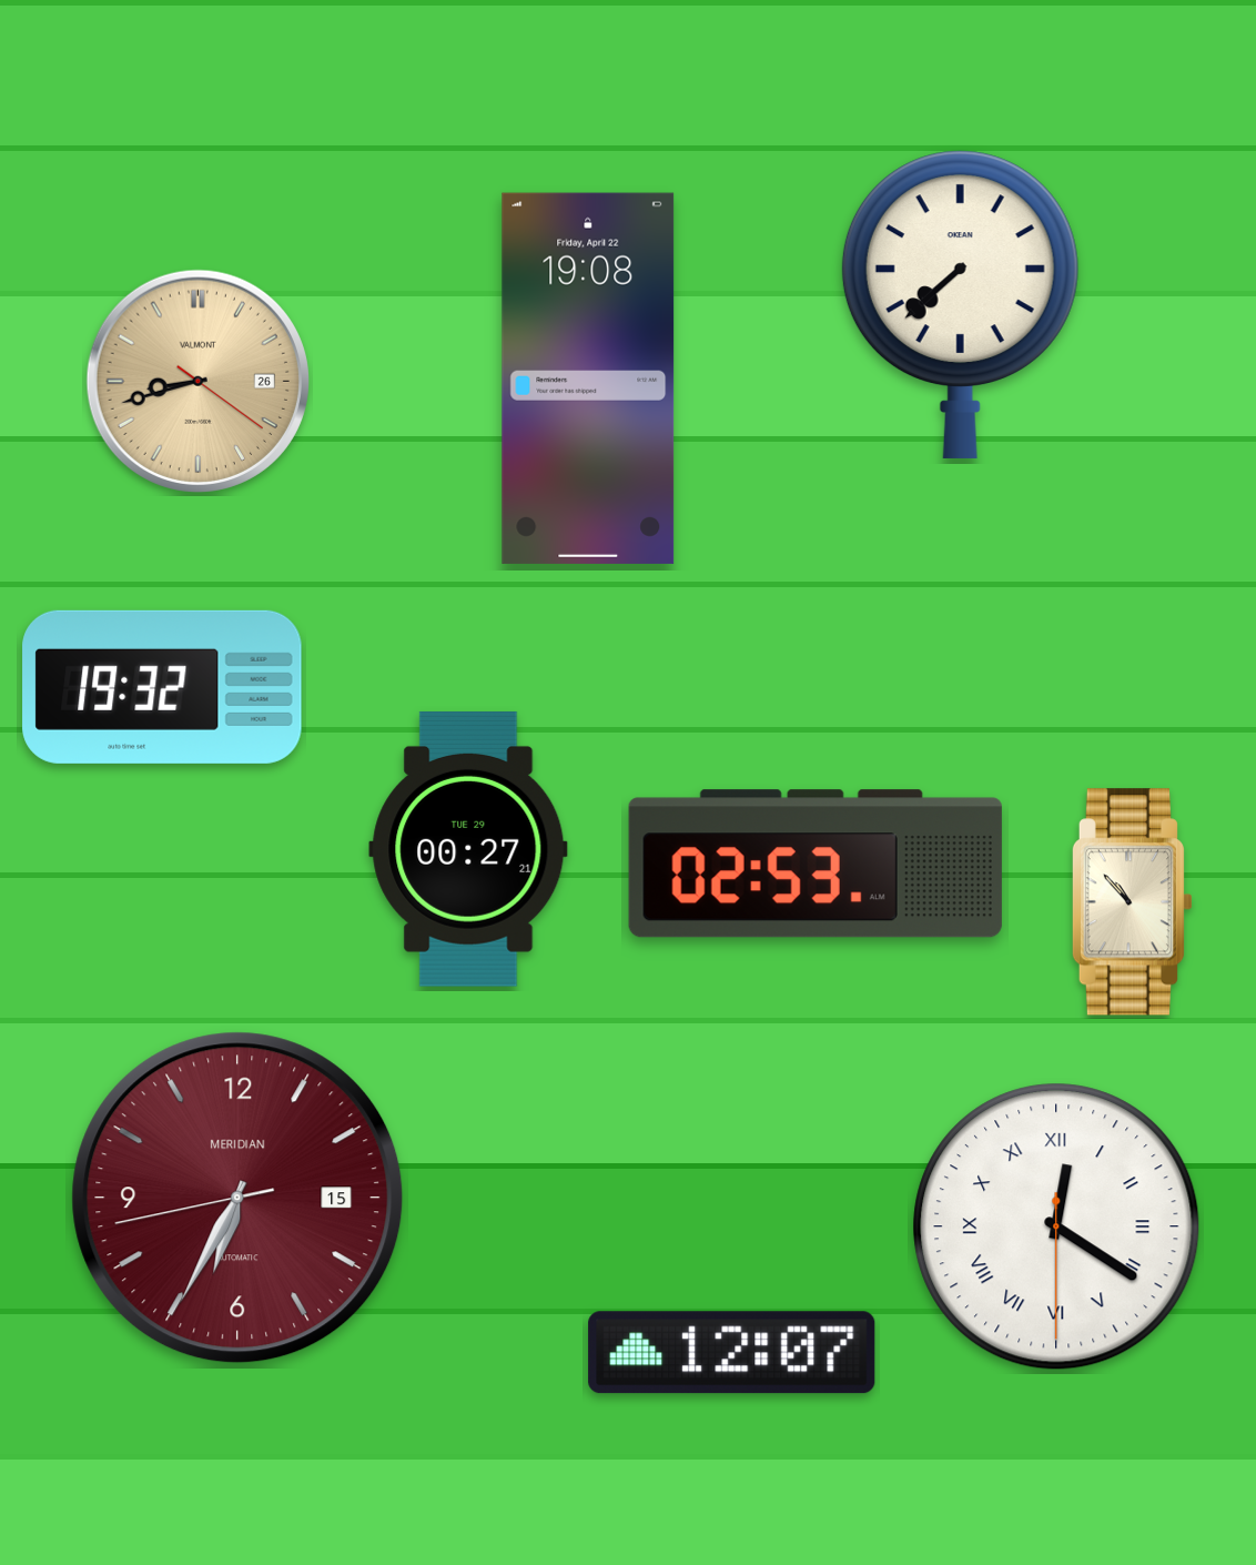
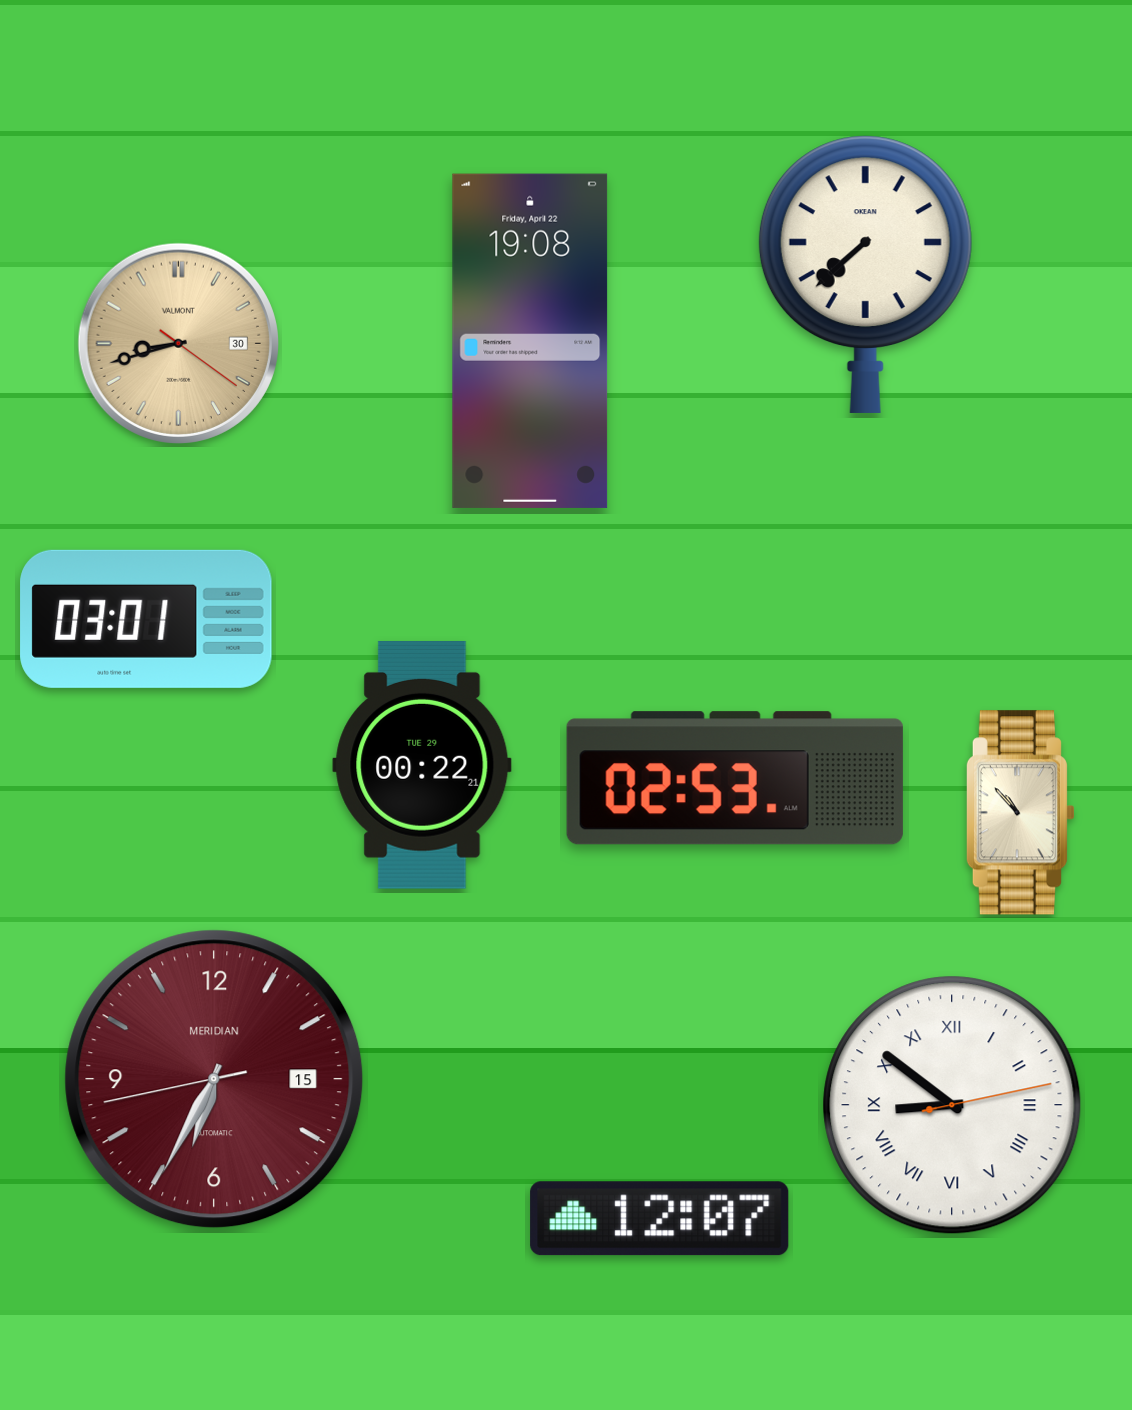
clock at (197, 381) date: 26 -> 30
clock at (162, 687): 19:32 -> 03:01
clock at (468, 849): 00:27 -> 00:22
clock at (1056, 1226): 12:20 -> 8:51
